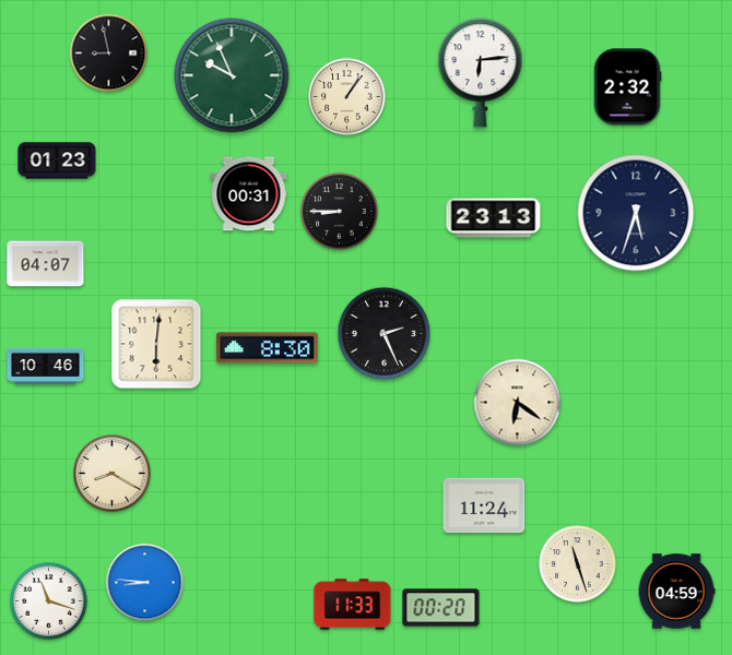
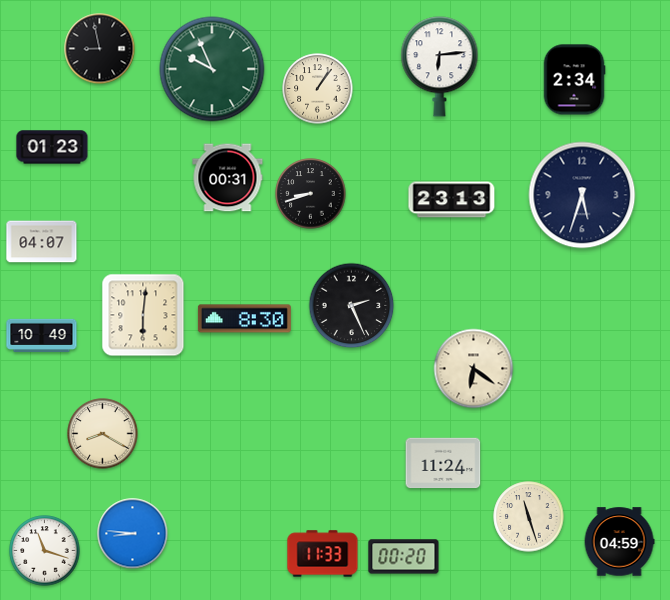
clock at (627, 87): 2:32 -> 2:34
clock at (340, 212): 8:45 -> 8:42
clock at (46, 366): 10:46 -> 10:49
